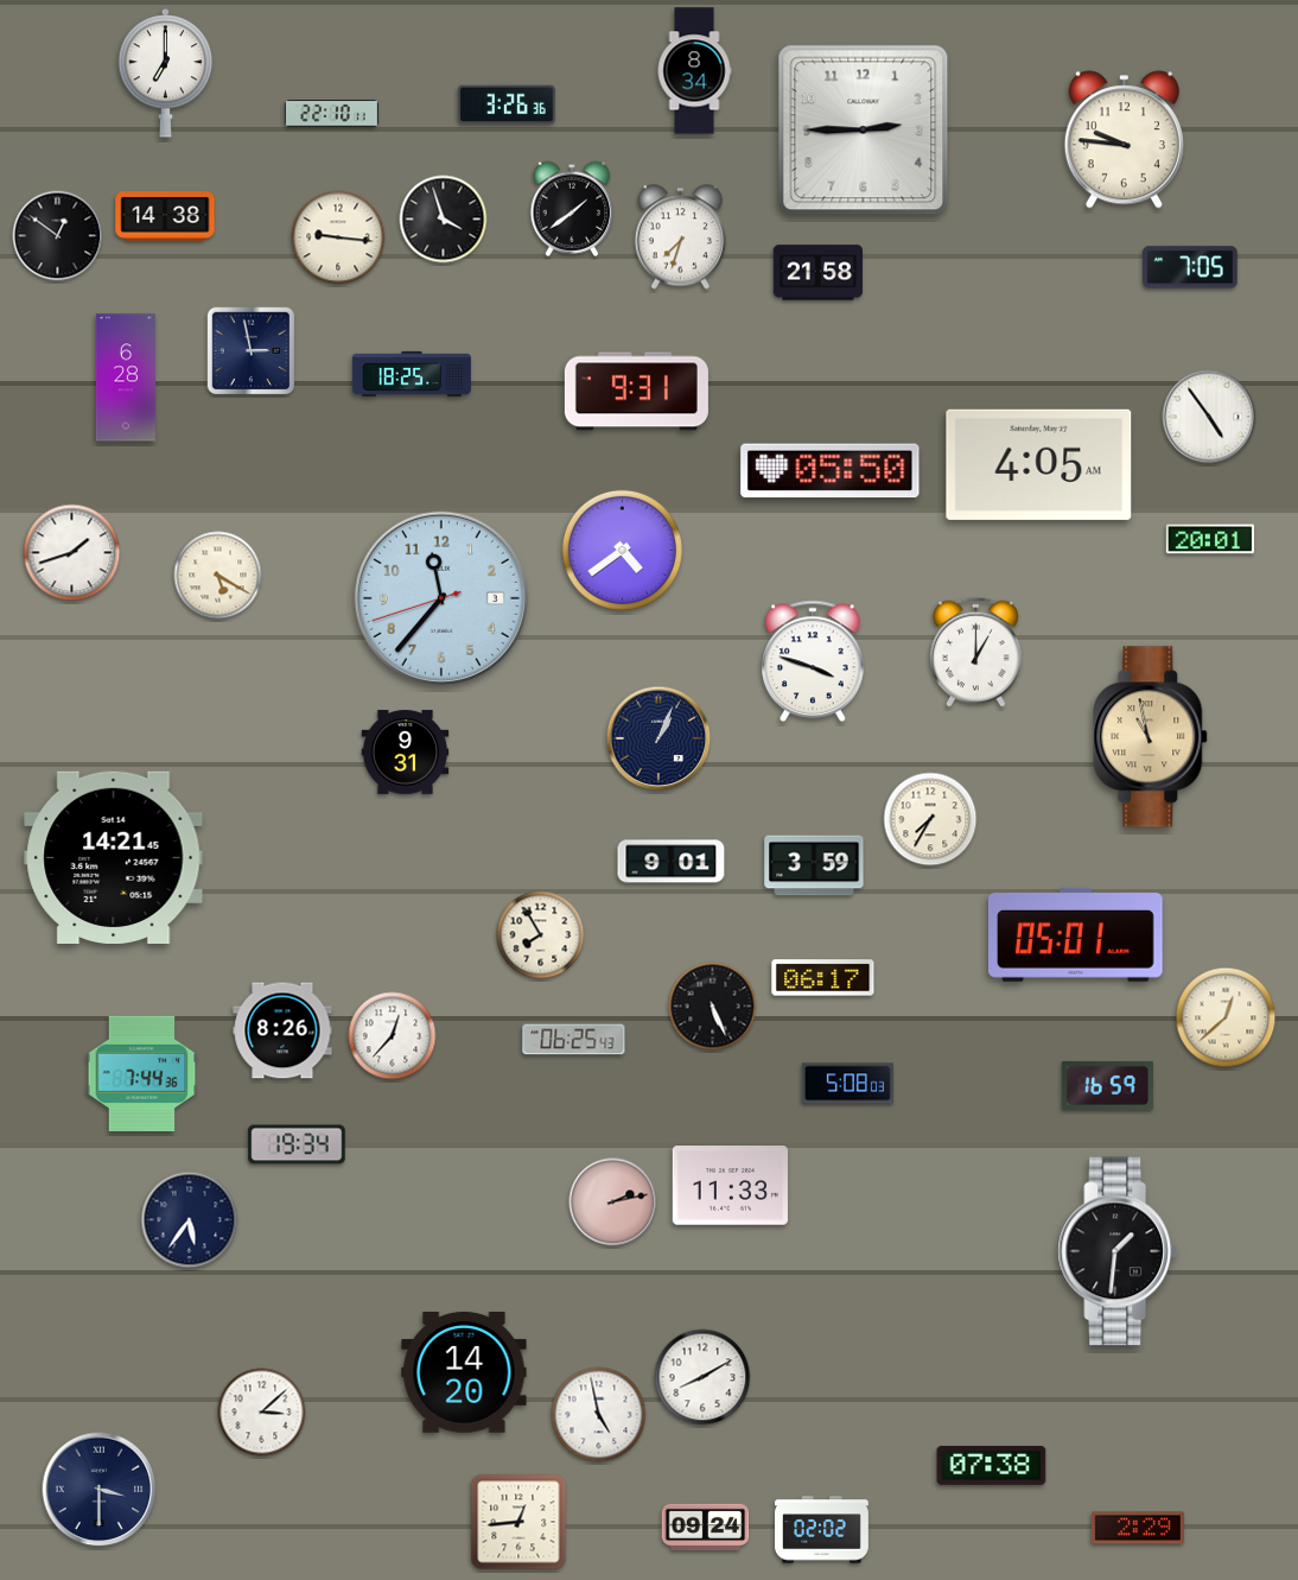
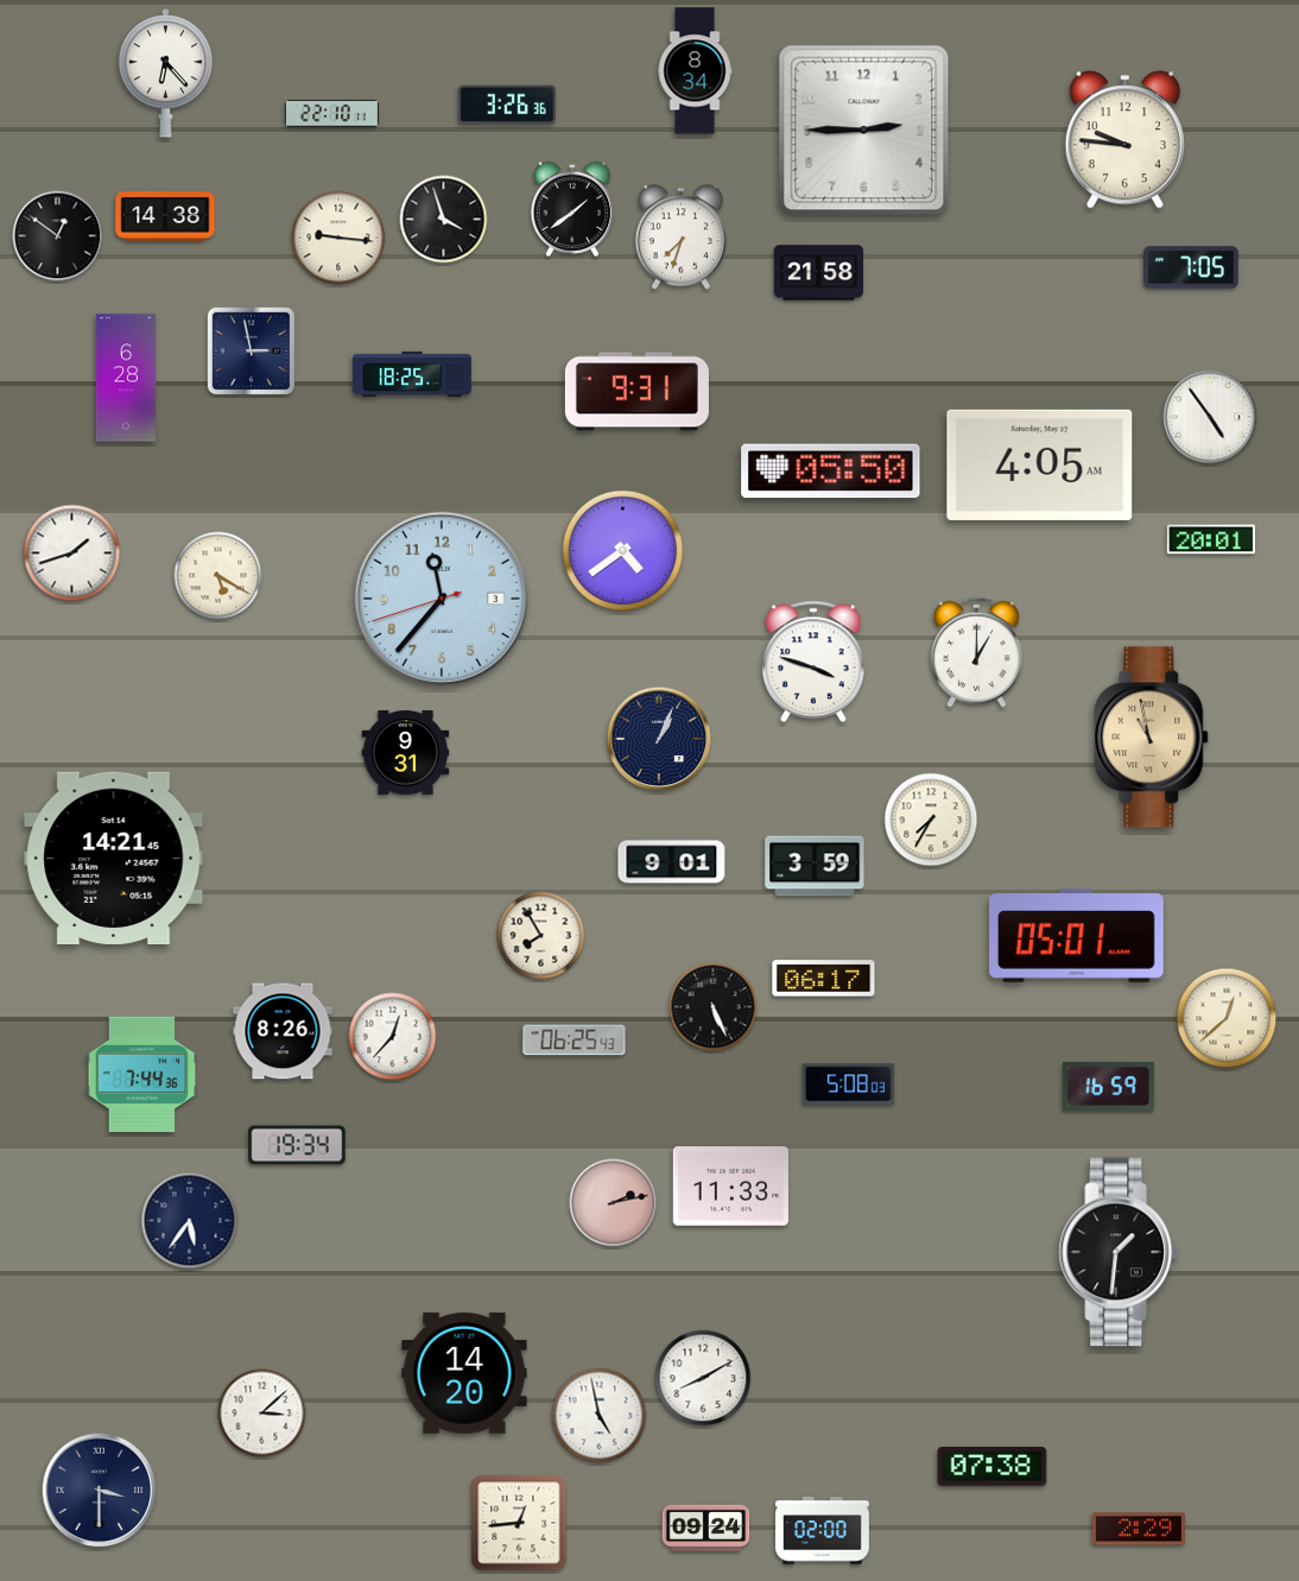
clock at (166, 74): 7:00 -> 6:23
clock at (822, 1530): 02:02 -> 02:00
